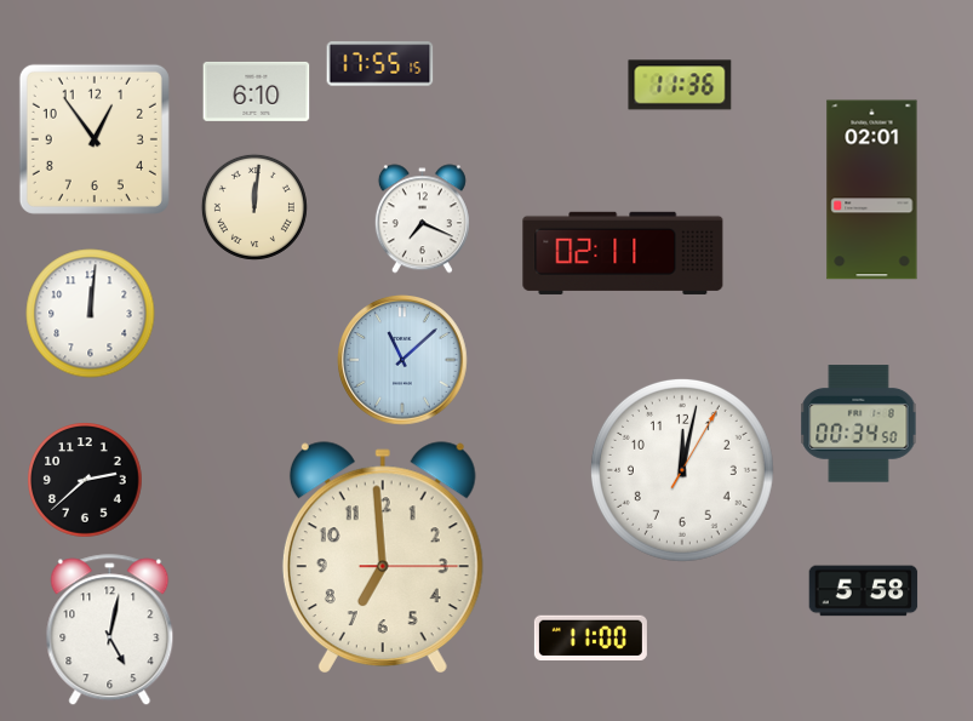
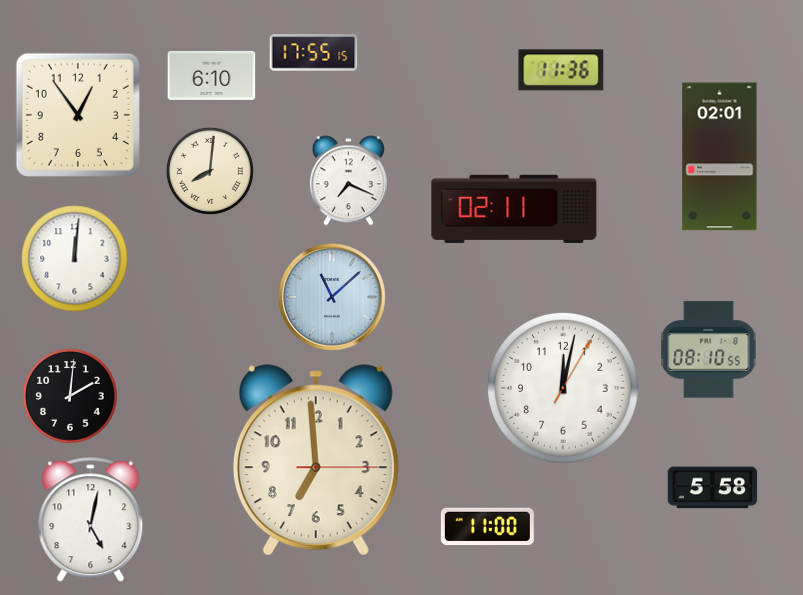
clock at (254, 207): 12:01 -> 8:01
clock at (859, 424): 00:34 -> 08:10
clock at (85, 480): 2:38 -> 2:01
